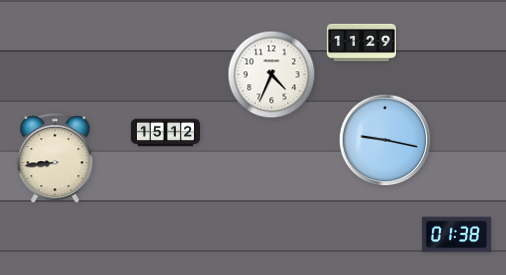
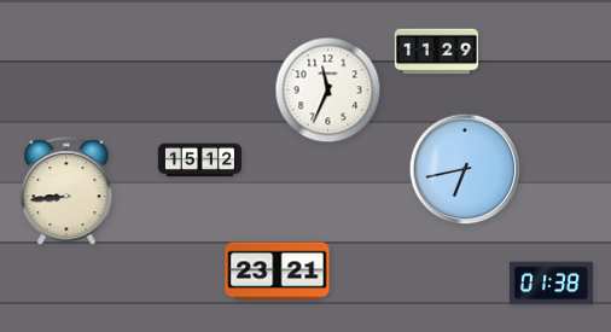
clock at (272, 75): 4:34 -> 11:34
clock at (385, 140): 9:17 -> 6:43
clock at (278, 272): none -> 23:21
